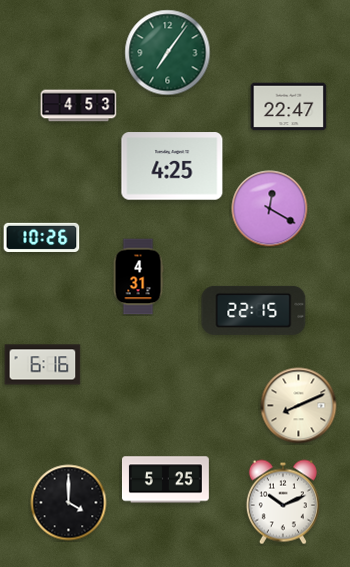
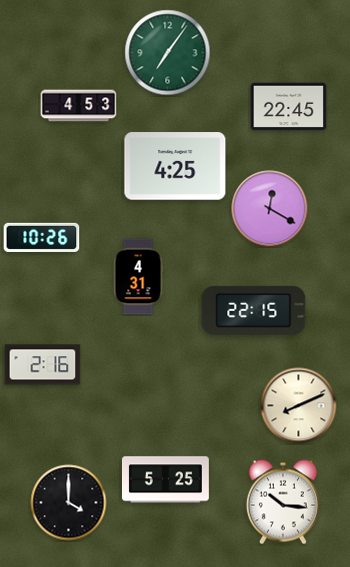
clock at (289, 107): 22:47 -> 22:45
clock at (172, 166) position: (172, 166) -> (175, 166)
clock at (43, 365): 6:16 -> 2:16
clock at (283, 502): 10:11 -> 10:16
